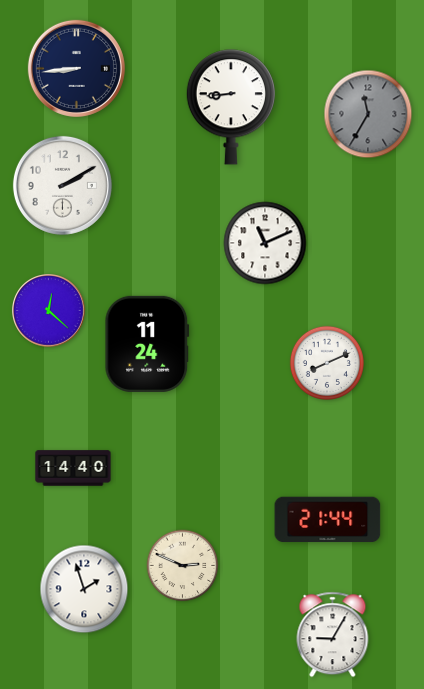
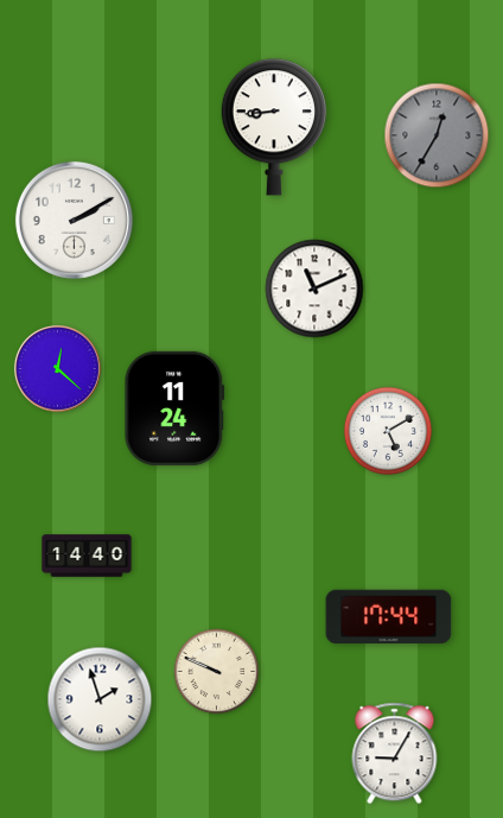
clock at (76, 68): 8:44 -> none
clock at (368, 114): 11:35 -> 12:35
clock at (327, 363): 8:11 -> 5:10
clock at (328, 520): 21:44 -> 17:44
clock at (183, 566): 2:49 -> 9:49
